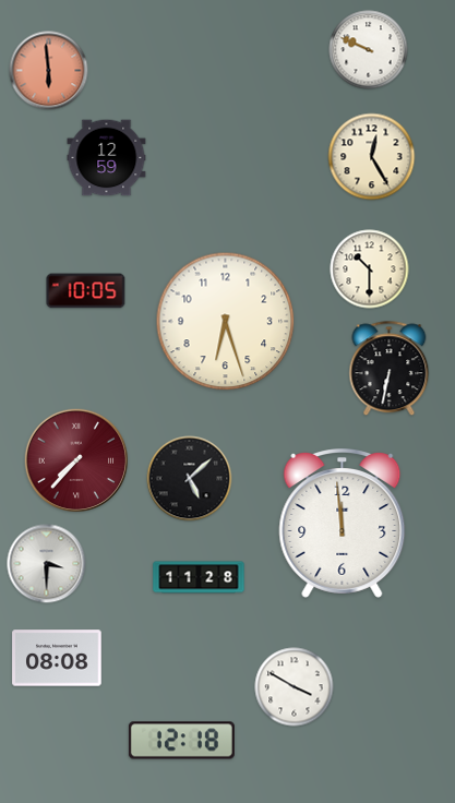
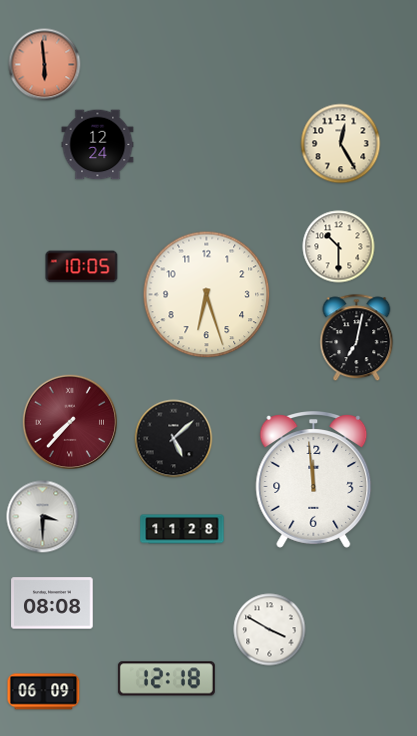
clock at (369, 50): 9:49 -> none
clock at (107, 158): 12:59 -> 12:24
clock at (86, 291) position: (86, 291) -> (82, 267)
clock at (390, 369): 6:32 -> 7:02
clock at (44, 692): none -> 06:09
